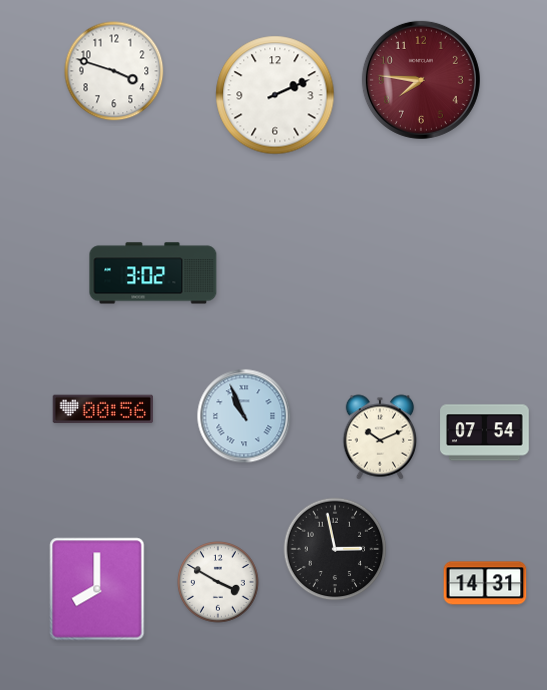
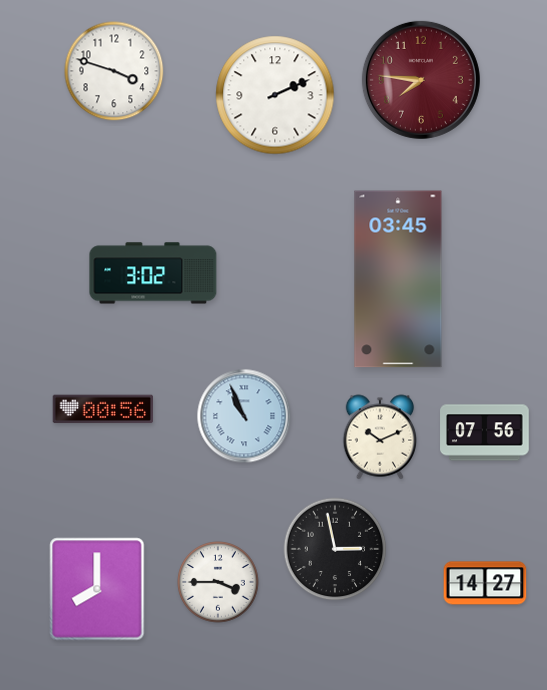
clock at (398, 279): none -> 03:45
clock at (485, 433): 07:54 -> 07:56
clock at (218, 582): 3:50 -> 3:45
clock at (485, 583): 14:31 -> 14:27
